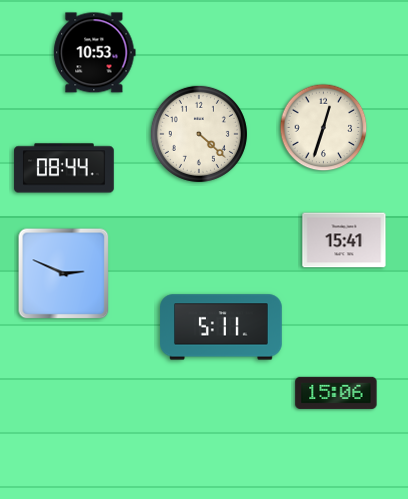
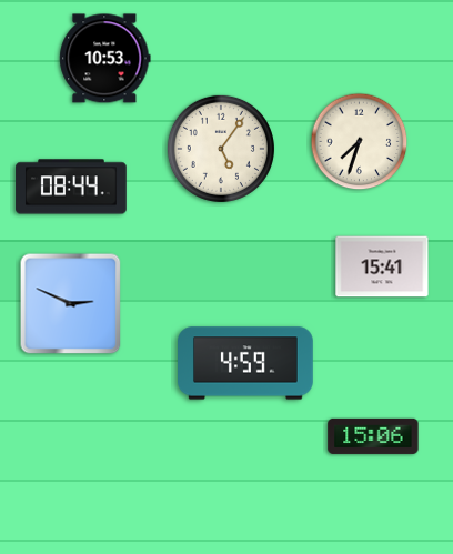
clock at (324, 128): 12:33 -> 7:33
clock at (199, 134): 4:22 -> 5:06
clock at (221, 327): 5:11 -> 4:59
